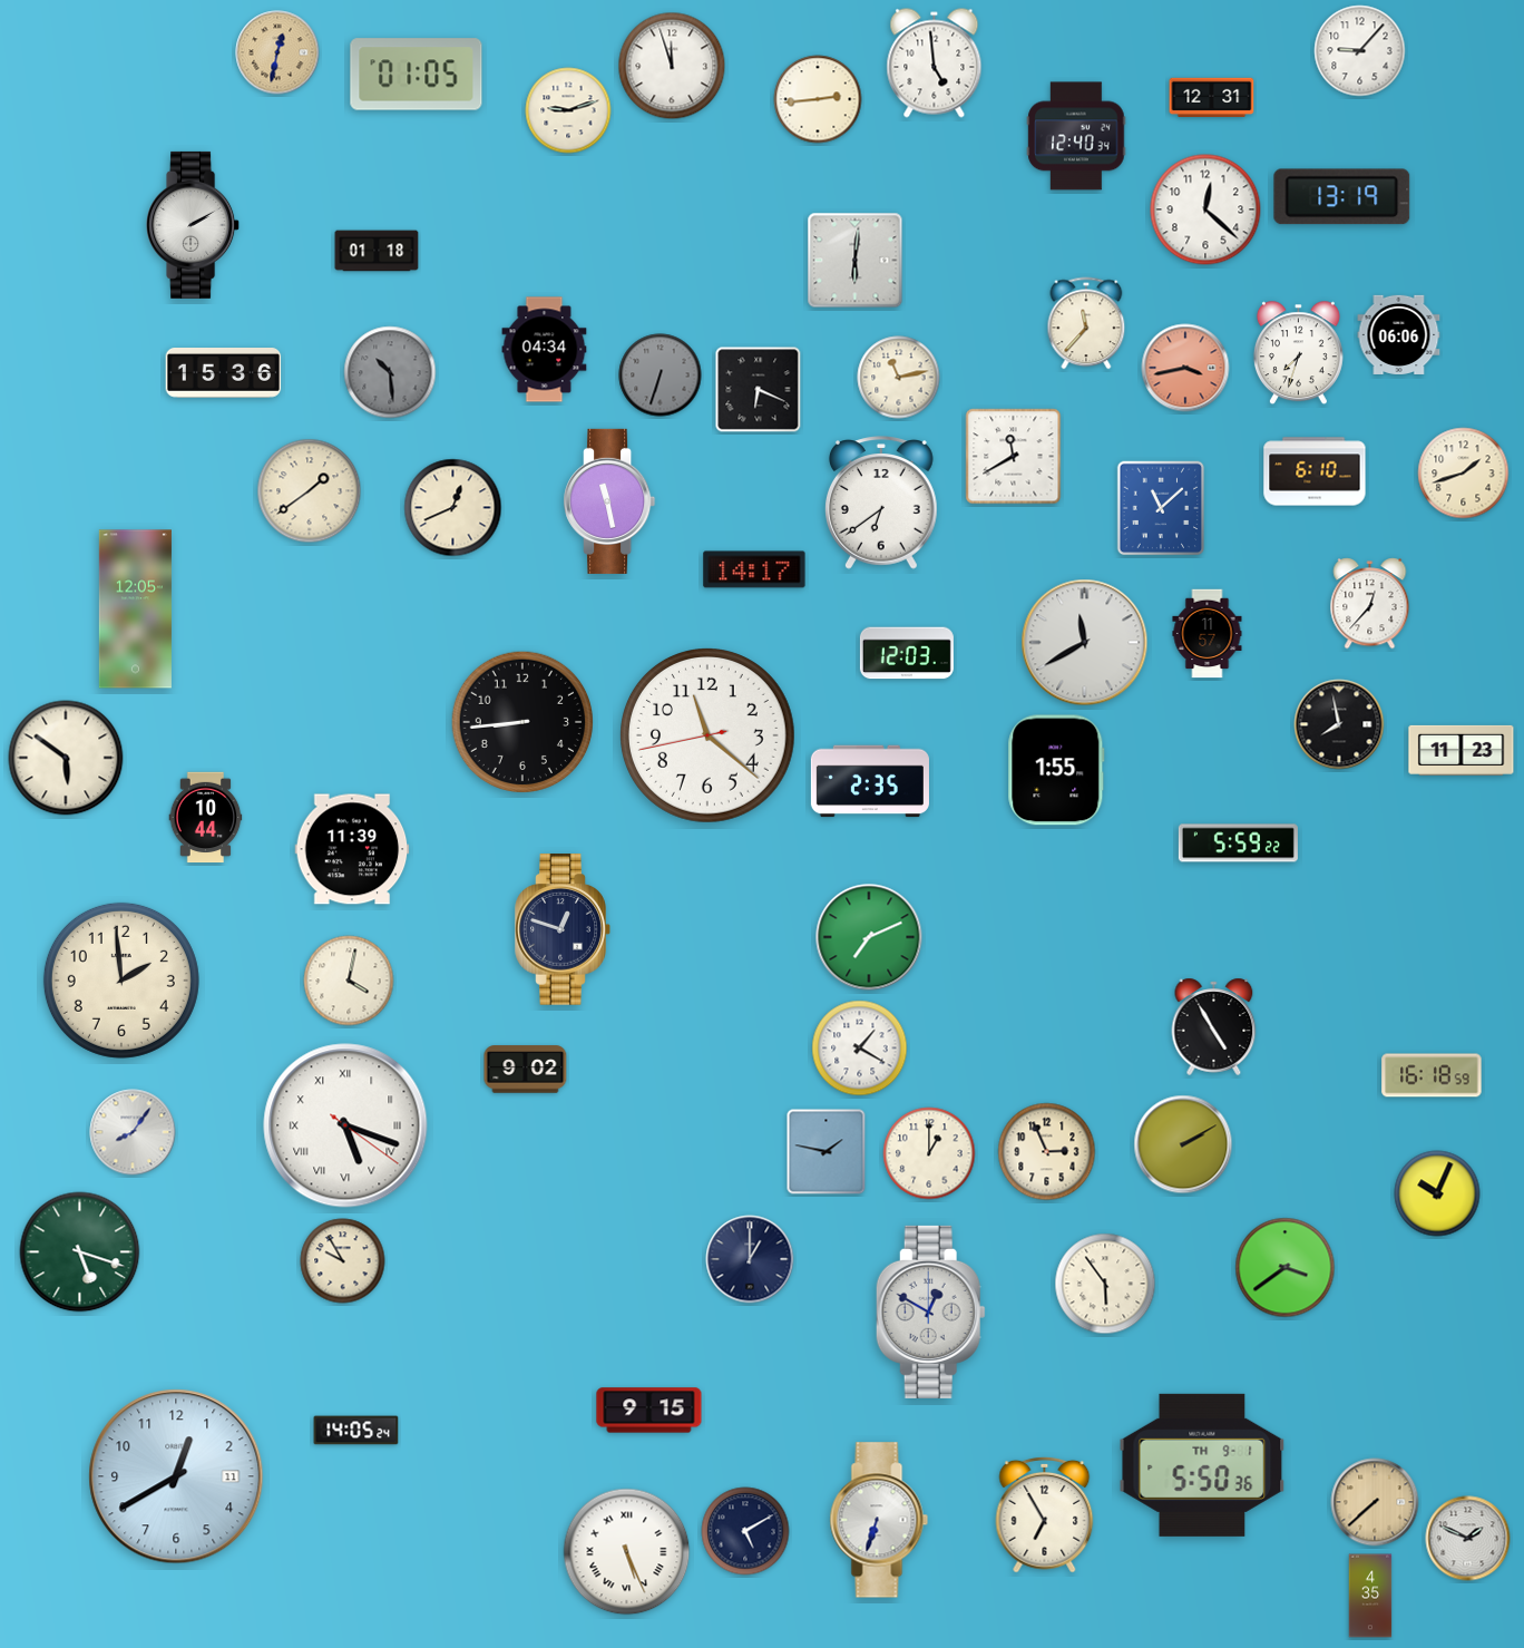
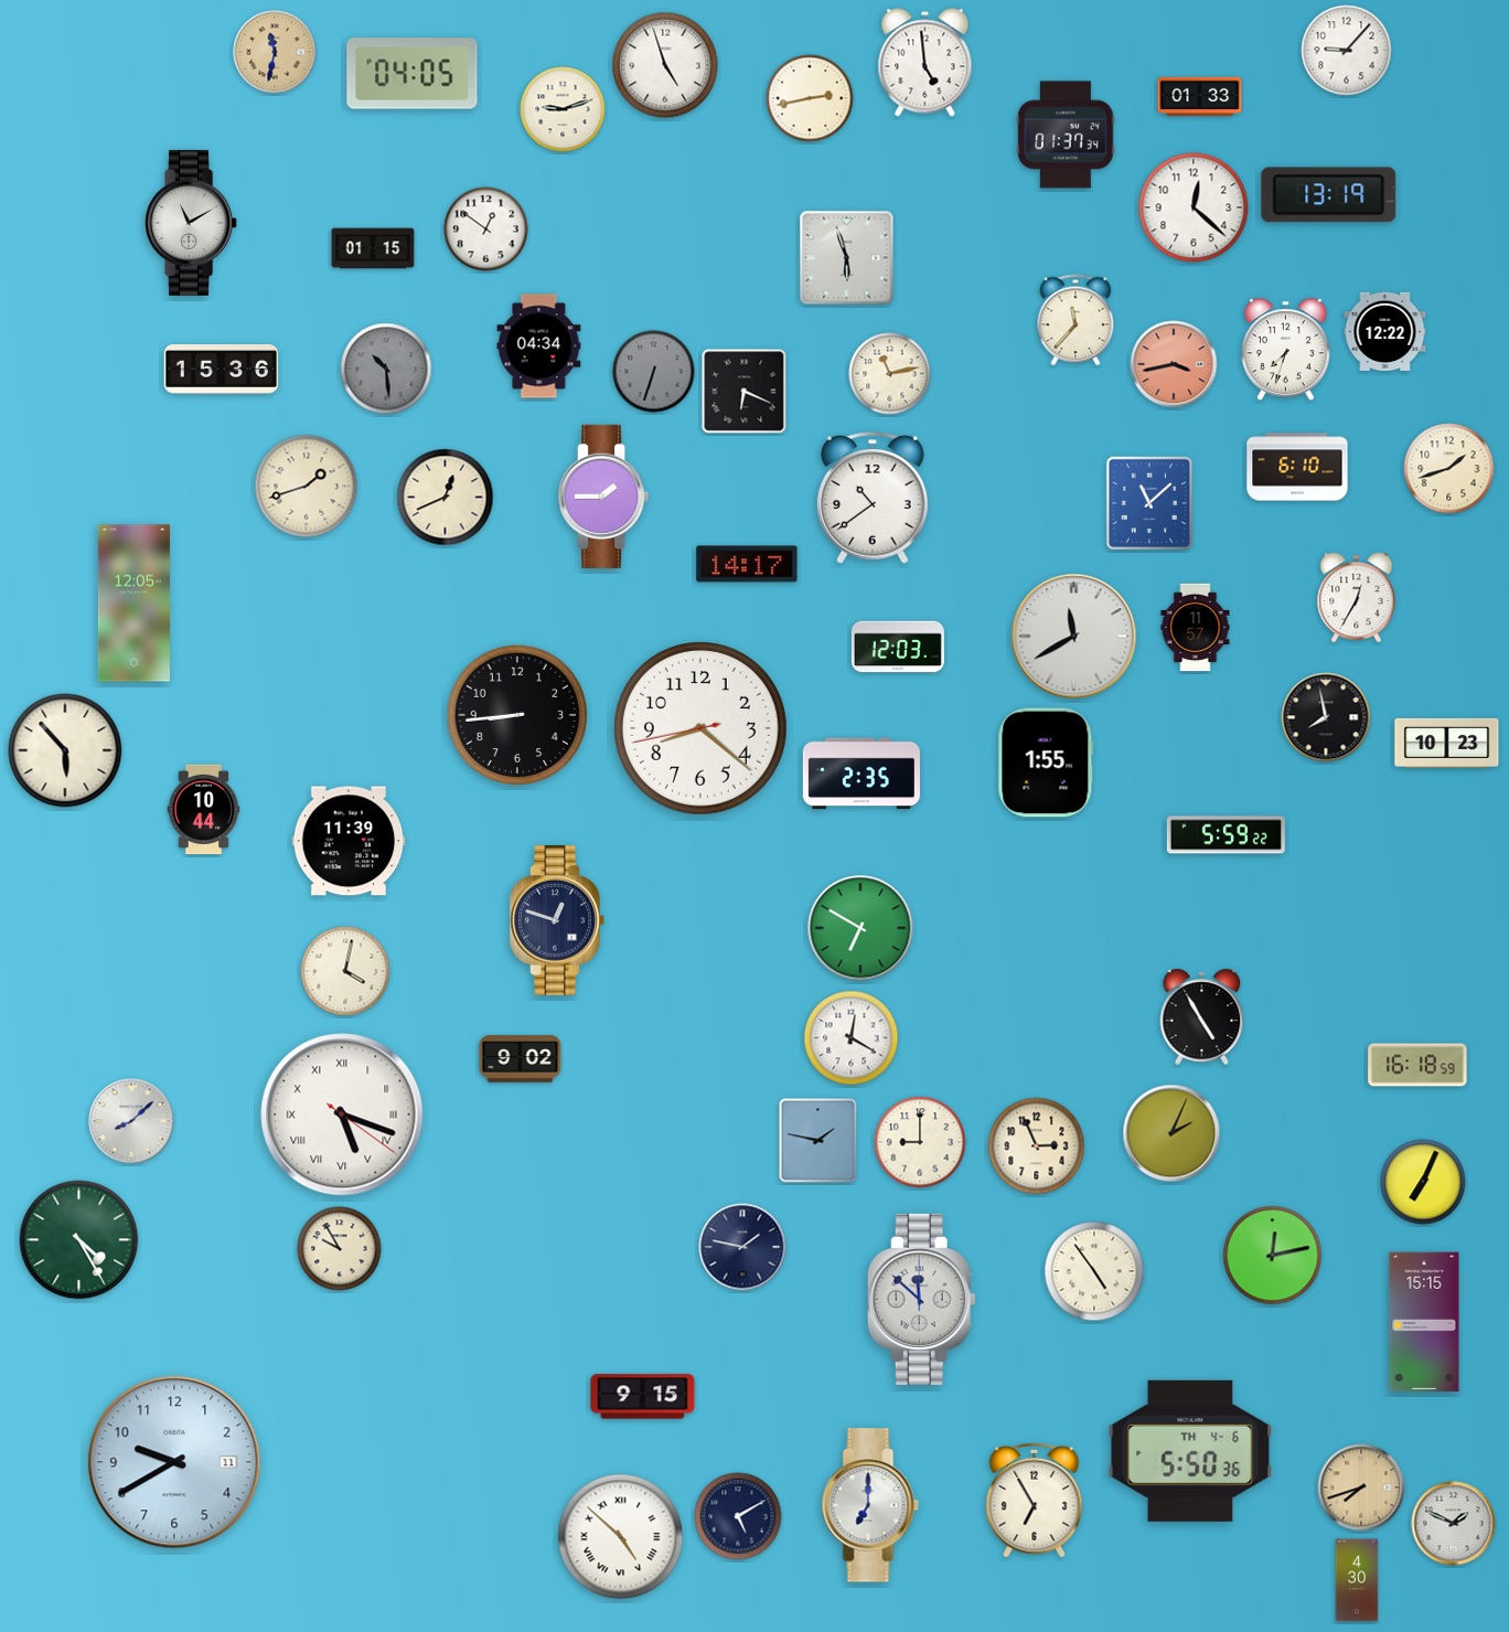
clock at (277, 52): 12:32 -> 11:32
clock at (672, 66): 11:57 -> 4:57
clock at (417, 75): 01:05 -> 04:05
clock at (1212, 97): 12:31 -> 01:33
clock at (818, 99): 2:44 -> 2:43
clock at (1076, 136): 12:40 -> 01:37
clock at (194, 225): 2:10 -> 11:10
clock at (486, 230): none -> 12:51
clock at (377, 251): 01:18 -> 01:15
clock at (856, 261): 6:01 -> 5:57
clock at (1399, 334): 06:06 -> 12:22
clock at (759, 390) position: (759, 390) -> (745, 392)
clock at (1014, 457): 11:40 -> none
clock at (1315, 471) position: (1315, 471) -> (1297, 467)
clock at (310, 491): 1:39 -> 1:42
clock at (609, 501): 11:28 -> 1:45
clock at (882, 503): 6:39 -> 10:39
clock at (453, 508) position: (453, 508) -> (446, 498)
clock at (1370, 604): 12:37 -> 12:35
clock at (709, 737): 11:21 -> 8:21
clock at (1462, 750): 11:23 -> 10:23
clock at (66, 758): 5:51 -> 5:53
clock at (869, 937): 7:11 -> 6:50
clock at (121, 981): 1:59 -> none
clock at (860, 1049): 1:20 -> 12:20
clock at (133, 1132): 8:06 -> 8:08
clock at (1183, 1144): 2:10 -> 2:04
clock at (1047, 1152) position: (1047, 1152) -> (1037, 1146)
clock at (929, 1153): 1:00 -> 9:00
clock at (1437, 1193): 10:04 -> 7:04
clock at (80, 1252): 5:18 -> 4:25
clock at (750, 1259): 1:00 -> 1:47
clock at (1286, 1268): 3:39 -> 12:13
clock at (1105, 1284): 5:54 -> 4:54
clock at (930, 1311): 12:50 -> 11:52
clock at (1424, 1322): none -> 15:15
clock at (356, 1431): 14:05 -> none
clock at (1202, 1465) date: TH 9-1 -> TH 4-6
clock at (176, 1476): 12:40 -> 9:40
clock at (1375, 1502): 7:38 -> 7:42
clock at (879, 1520): 6:33 -> 7:00
clock at (627, 1552): 5:26 -> 4:52
clock at (1370, 1596): 4:35 -> 4:30
